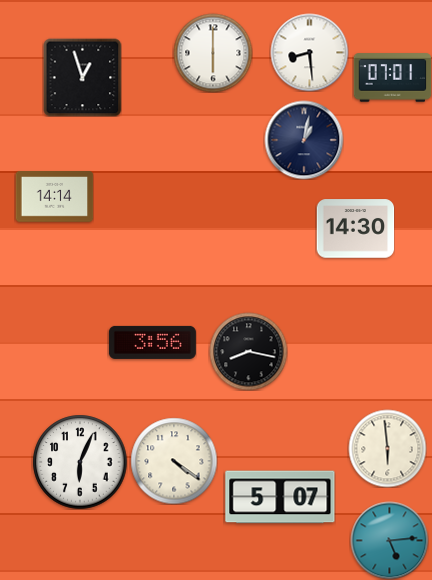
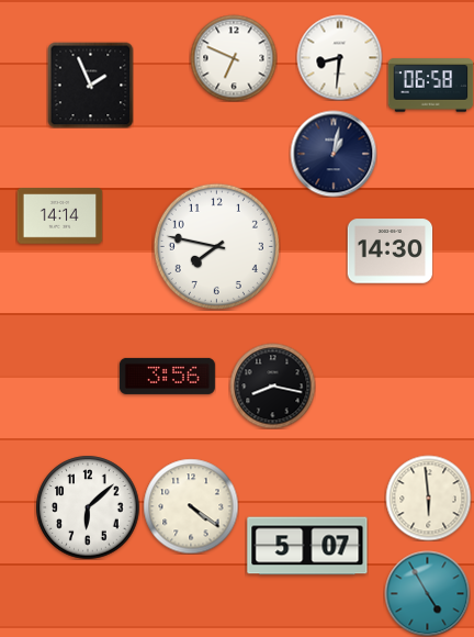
clock at (309, 52): 8:29 -> 8:31
clock at (213, 53): 6:00 -> 6:49
clock at (82, 77): 12:57 -> 1:56
clock at (392, 78): 07:01 -> 06:58
clock at (216, 246): none -> 7:47
clock at (387, 448) position: (387, 448) -> (428, 498)
clock at (80, 462): 6:04 -> 6:08
clock at (389, 540): 5:14 -> 4:55
